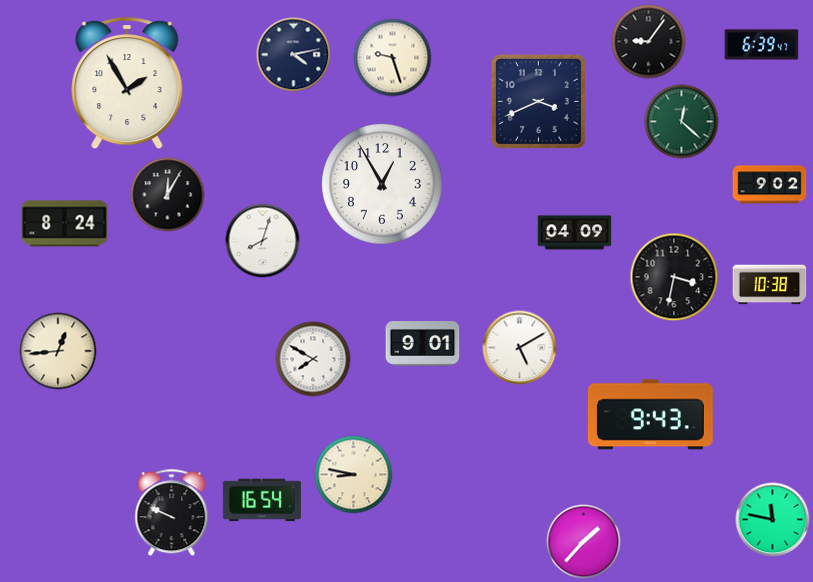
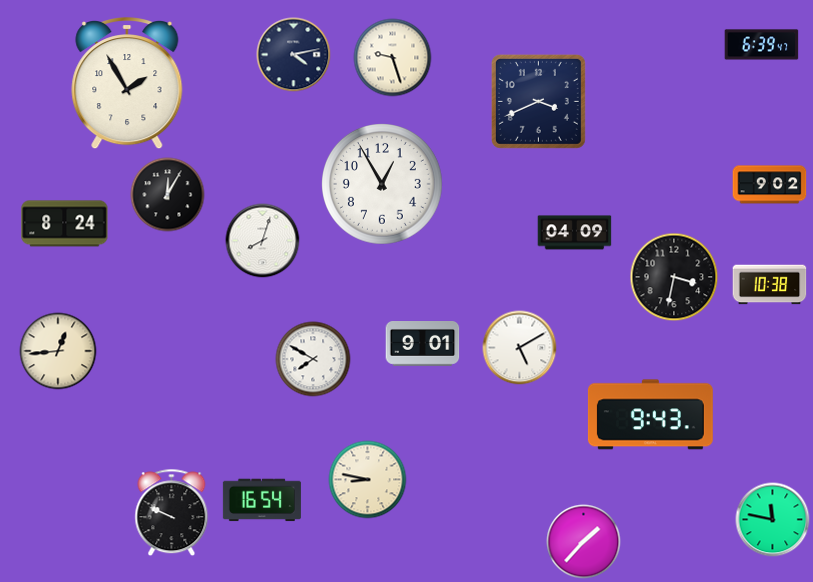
clock at (649, 42): 9:06 -> none
clock at (682, 122): 12:22 -> none
clock at (354, 475) position: (354, 475) -> (368, 480)
